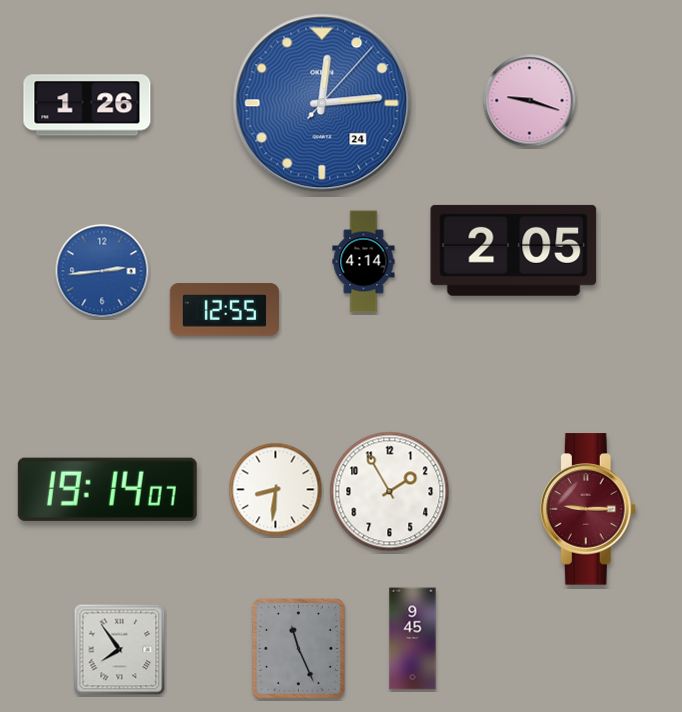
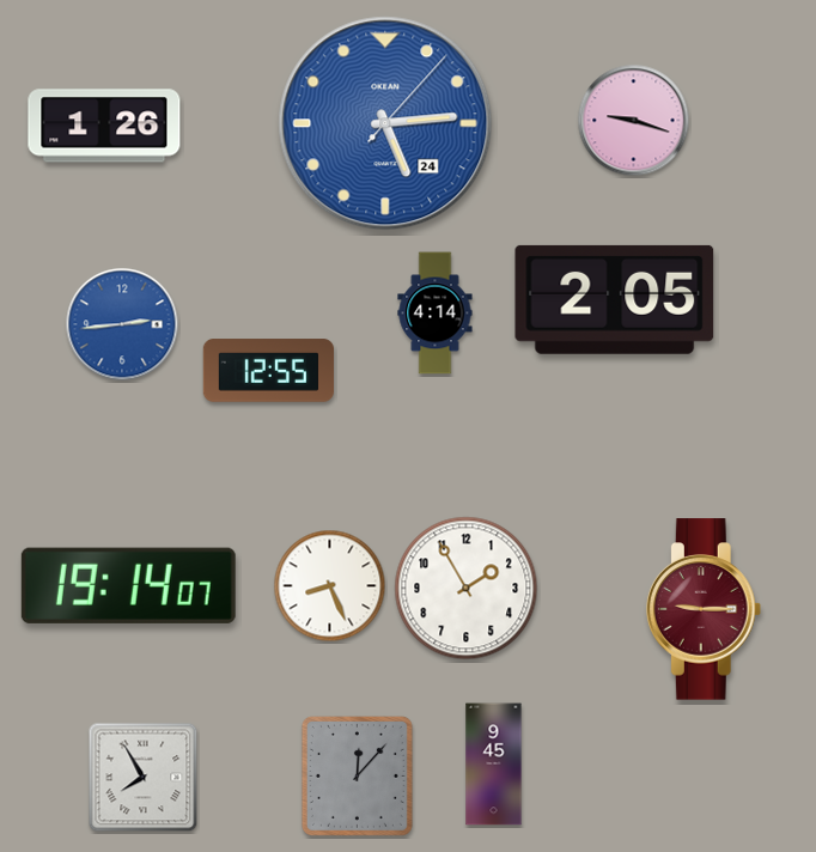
clock at (322, 103): 12:14 -> 5:14
clock at (276, 490): 8:31 -> 8:26
clock at (298, 648): 11:26 -> 12:07
clock at (120, 650): 7:54 -> 7:55
